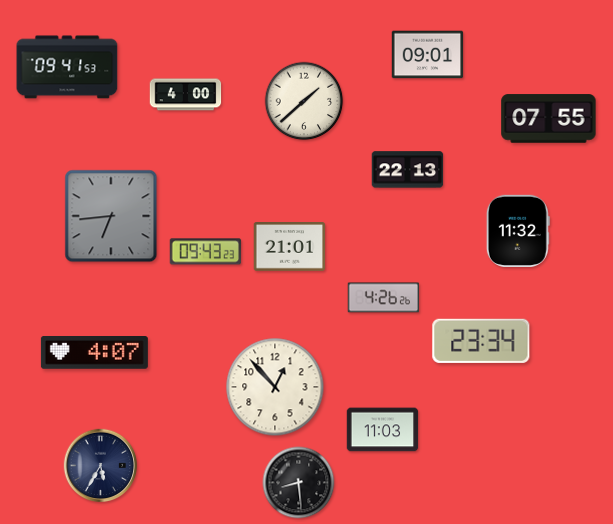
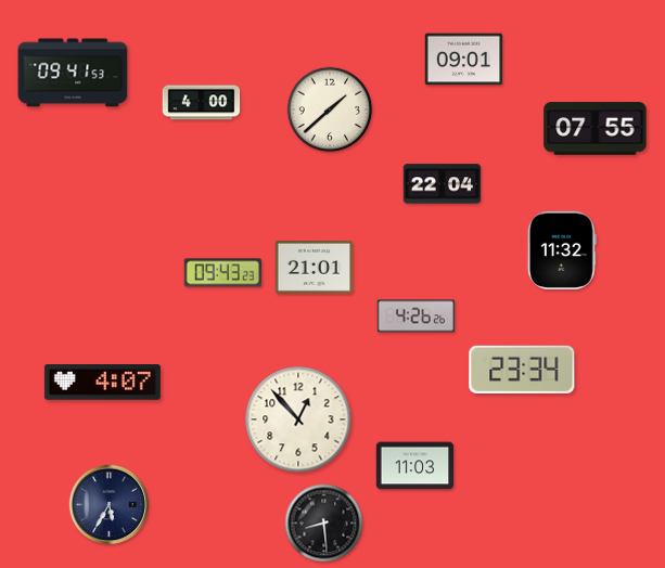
clock at (408, 170): 22:13 -> 22:04
clock at (111, 216): 6:44 -> none
clock at (384, 298) position: (384, 298) -> (417, 317)
